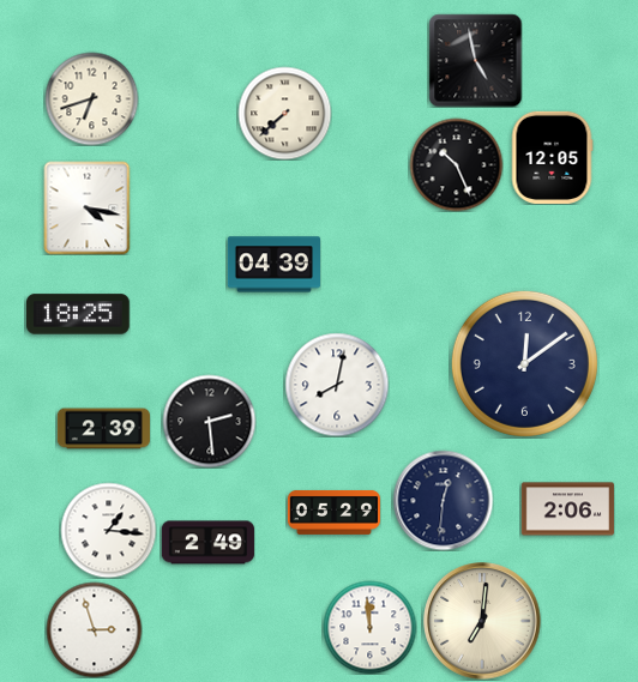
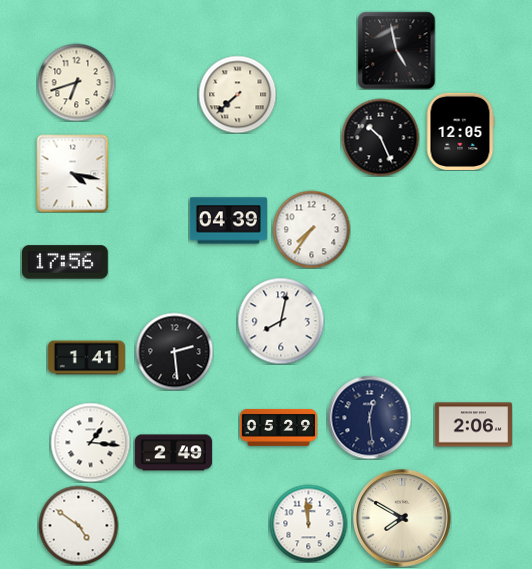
clock at (311, 229): none -> 7:36
clock at (79, 314): 18:25 -> 17:56
clock at (524, 363): 12:09 -> none
clock at (103, 429): 2:39 -> 1:41
clock at (443, 500): 12:31 -> 12:29
clock at (482, 621): 7:01 -> 7:50
clock at (94, 629): 2:57 -> 4:51
